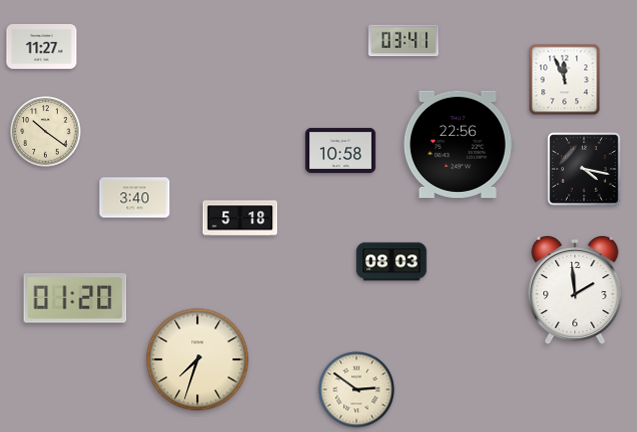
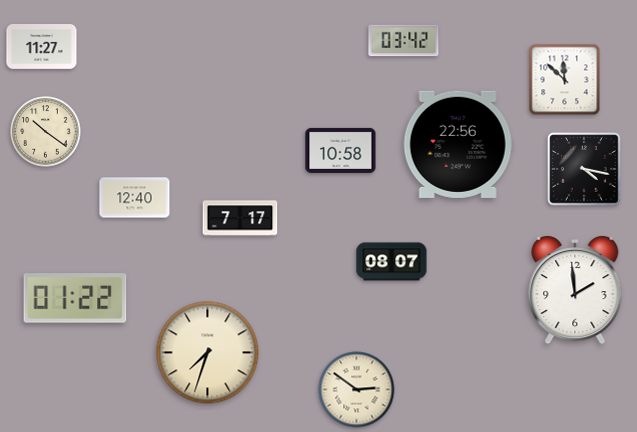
clock at (404, 41): 03:41 -> 03:42
clock at (565, 80): 11:56 -> 11:52
clock at (135, 198): 3:40 -> 12:40
clock at (240, 218): 5:18 -> 7:17
clock at (392, 262): 08:03 -> 08:07
clock at (75, 298): 01:20 -> 01:22
clock at (198, 360) position: (198, 360) -> (208, 353)
